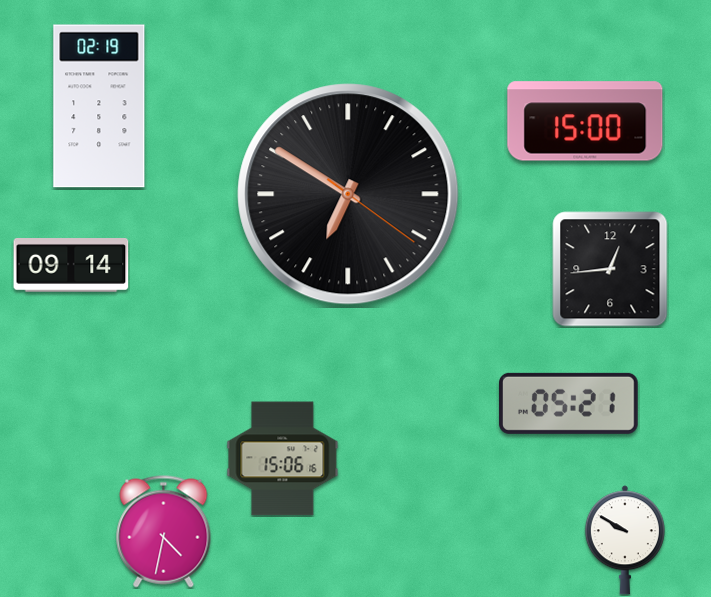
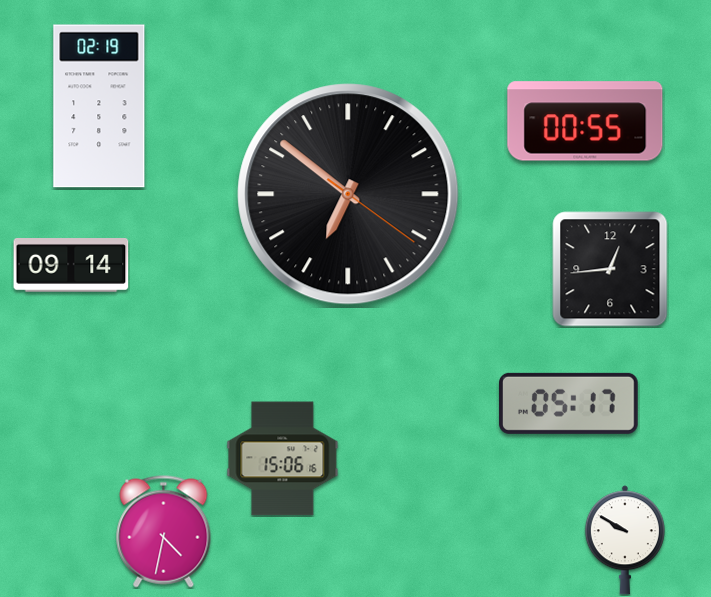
clock at (585, 121): 15:00 -> 00:55
clock at (348, 194): 6:50 -> 6:51
clock at (569, 403): 05:21 -> 05:17
